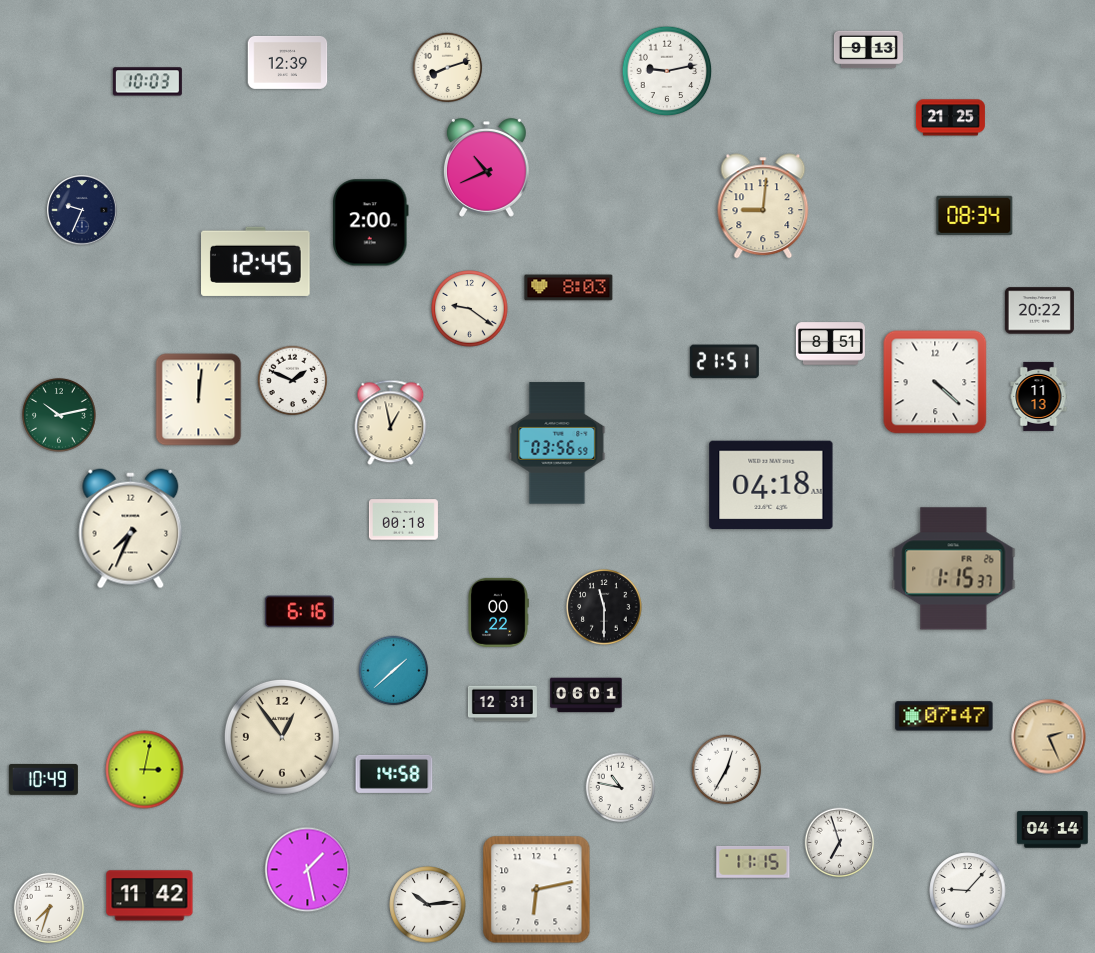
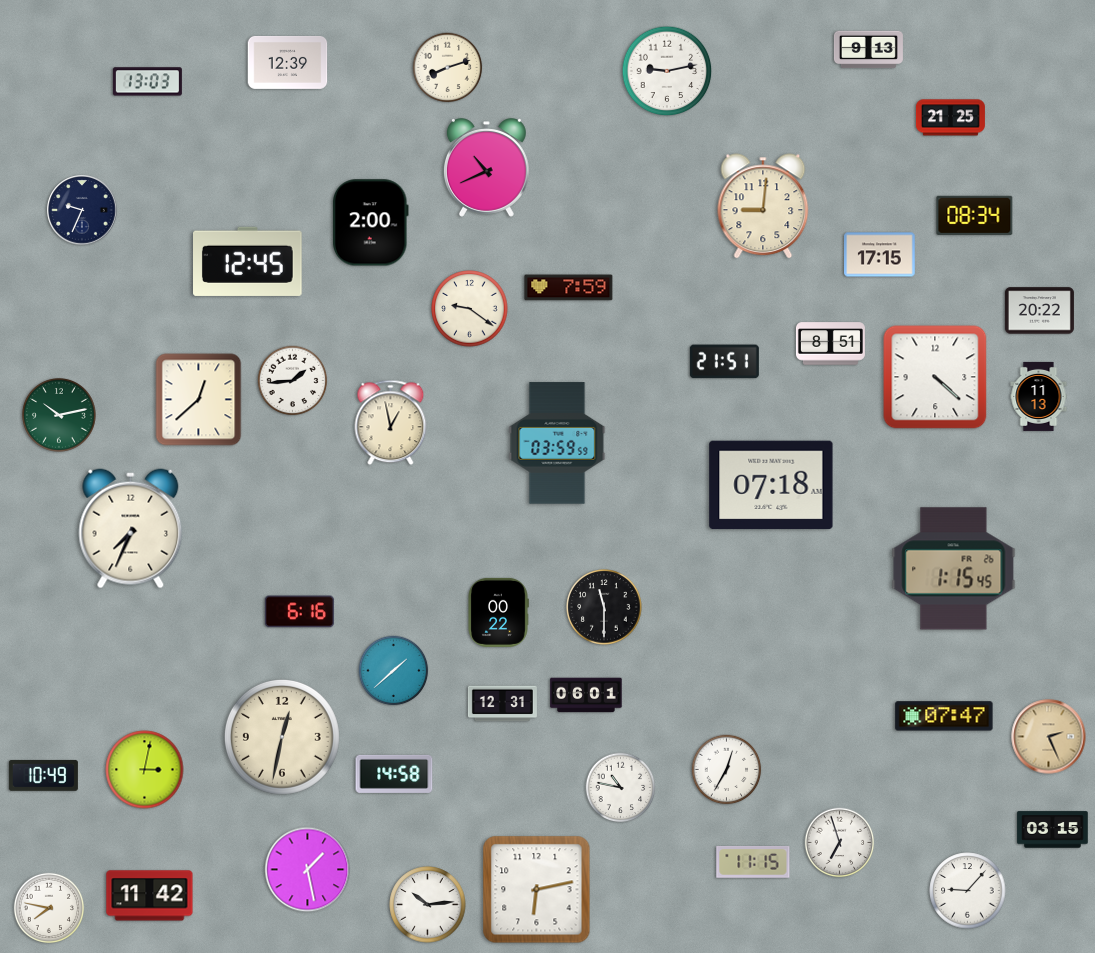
clock at (147, 82): 10:03 -> 13:03
clock at (880, 255): none -> 17:15
clock at (256, 261) position: (256, 261) -> (248, 261)
clock at (569, 288): 8:03 -> 7:59
clock at (293, 381): 1:49 -> 1:44
clock at (935, 382) position: (935, 382) -> (935, 377)
clock at (199, 400): 12:01 -> 12:38
clock at (557, 443): 03:56 -> 03:59
clock at (771, 485): 04:18 -> 07:18
clock at (403, 520): 00:18 -> none
clock at (954, 569): 1:15:37 -> 1:15:45
clock at (282, 737): 12:54 -> 12:32
clock at (43, 779) position: (43, 779) -> (43, 775)
clock at (1053, 830): 04:14 -> 03:15
clock at (49, 908): 7:33 -> 7:47
